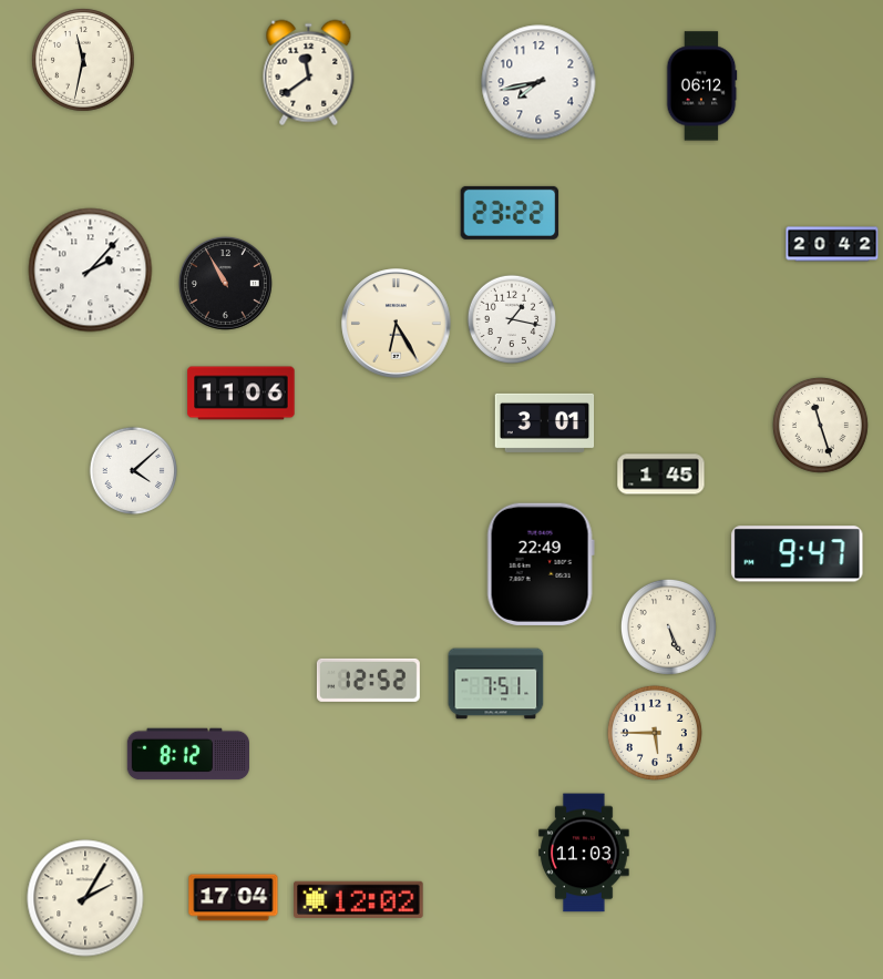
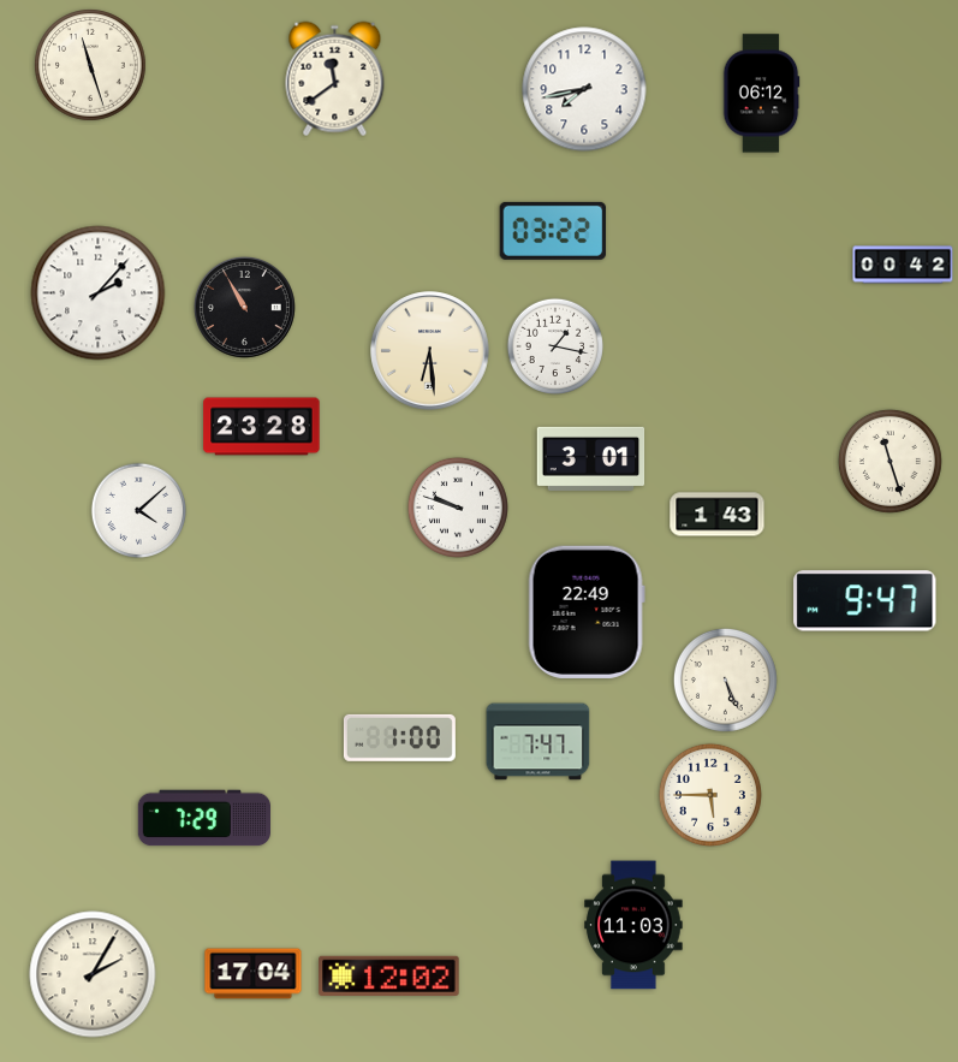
clock at (83, 60): 11:32 -> 11:27
clock at (510, 213): 23:22 -> 03:22
clock at (832, 244): 20:42 -> 00:42
clock at (397, 324): 6:25 -> 6:29
clock at (242, 394): 11:06 -> 23:28
clock at (458, 508): none -> 9:48
clock at (134, 471) position: (134, 471) -> (139, 511)
clock at (661, 475): 1:45 -> 1:43
clock at (368, 680): 12:52 -> 1:00
clock at (496, 684): 7:51 -> 7:47
clock at (187, 754): 8:12 -> 7:29
